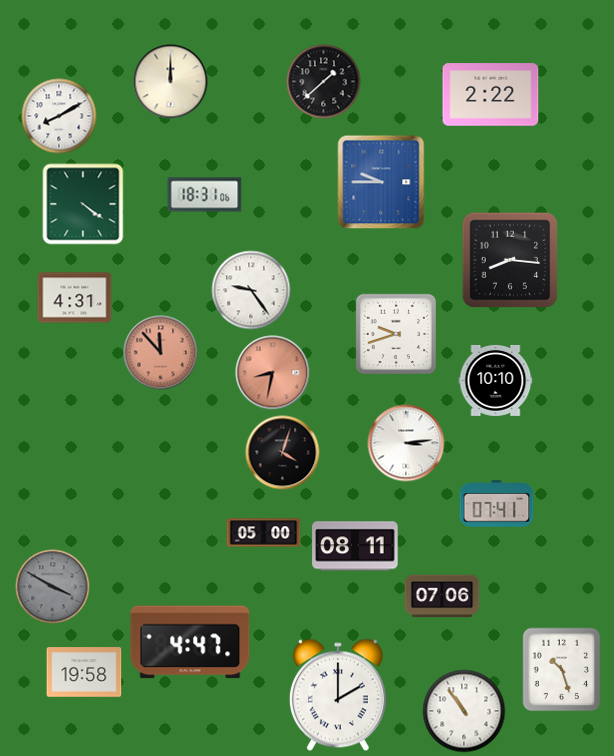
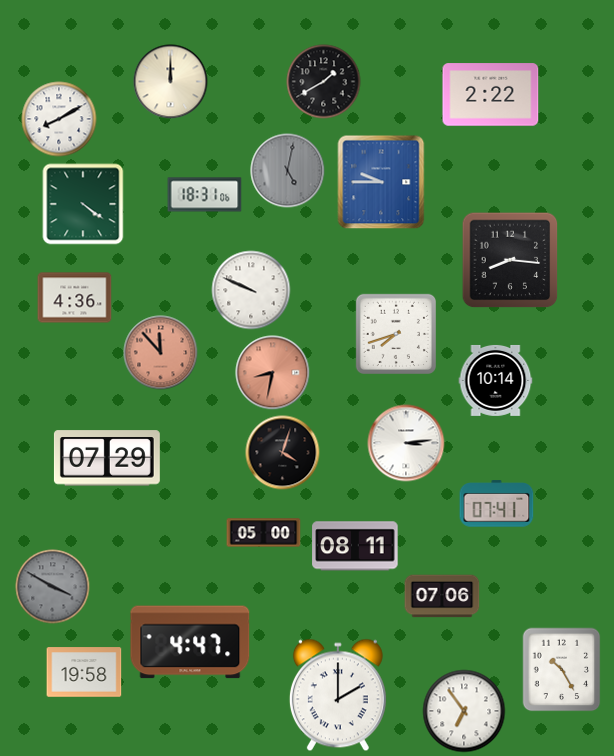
clock at (324, 82): 1:38 -> 1:40
clock at (59, 116) position: (59, 116) -> (59, 119)
clock at (288, 171): none -> 5:02
clock at (251, 290): 9:24 -> 9:49
clock at (75, 298): 4:31 -> 4:36
clock at (395, 333): 9:42 -> 7:42
clock at (496, 380): 10:10 -> 10:14
clock at (107, 458): none -> 07:29
clock at (562, 670): 10:27 -> 10:25
clock at (464, 711): 10:54 -> 6:54
